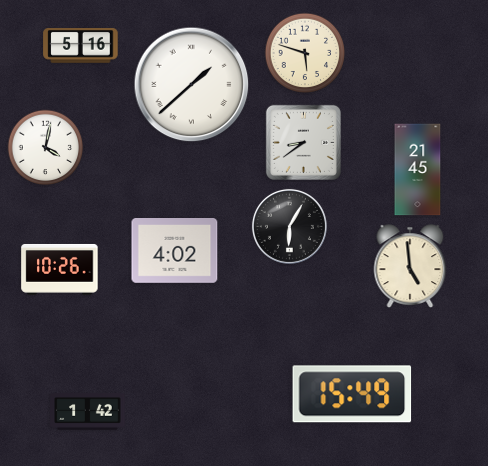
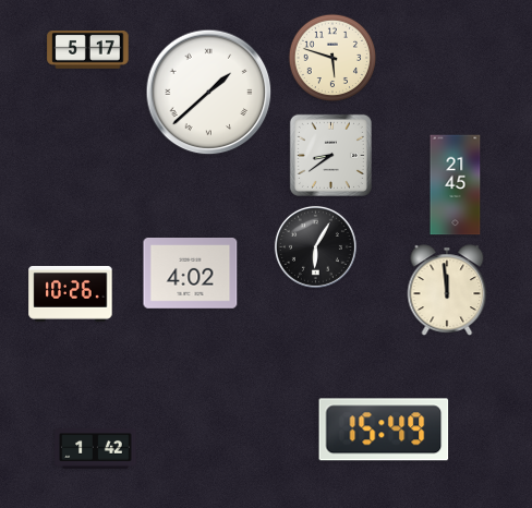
clock at (81, 46): 5:16 -> 5:17
clock at (46, 148): 4:02 -> none
clock at (410, 266): 4:59 -> 11:59
clock at (60, 269) position: (60, 269) -> (71, 293)
